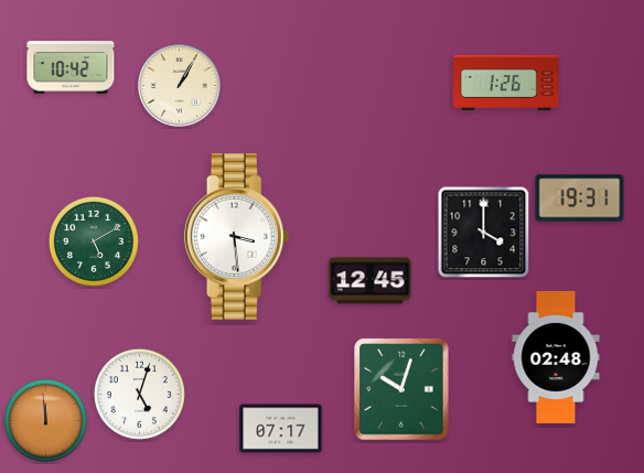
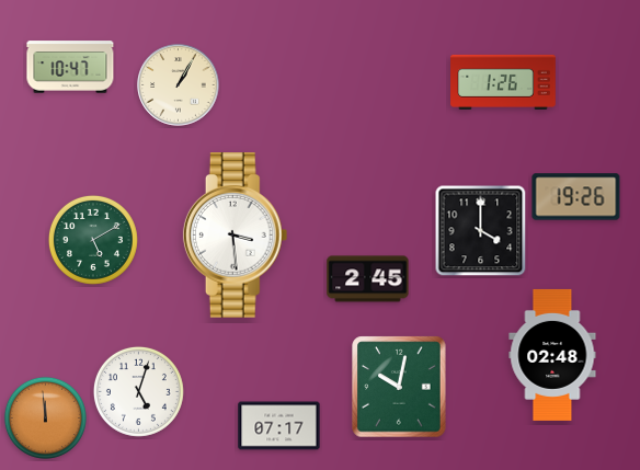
clock at (71, 67): 10:42 -> 10:47
clock at (580, 198): 19:31 -> 19:26
clock at (371, 281): 12:45 -> 2:45
clock at (401, 389): 10:03 -> 10:02
